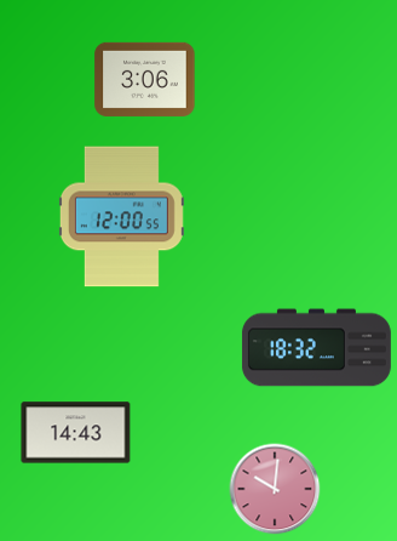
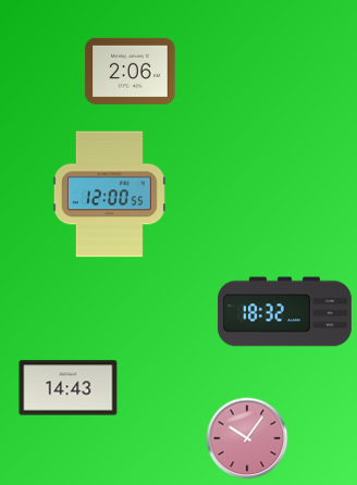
clock at (145, 79): 3:06 -> 2:06
clock at (275, 489): 10:01 -> 10:06
